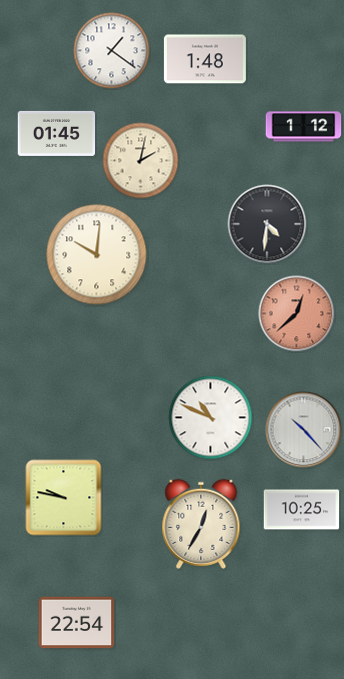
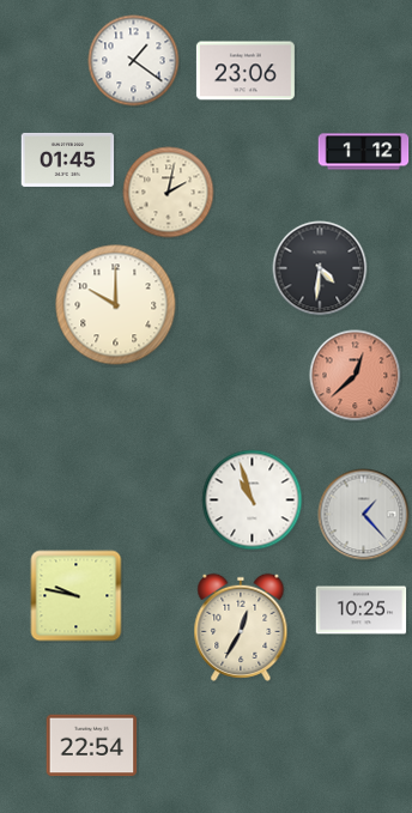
clock at (205, 59): 1:48 -> 23:06
clock at (97, 255): 10:01 -> 10:00
clock at (211, 418): 10:49 -> 10:57
clock at (304, 430): 10:23 -> 1:23
